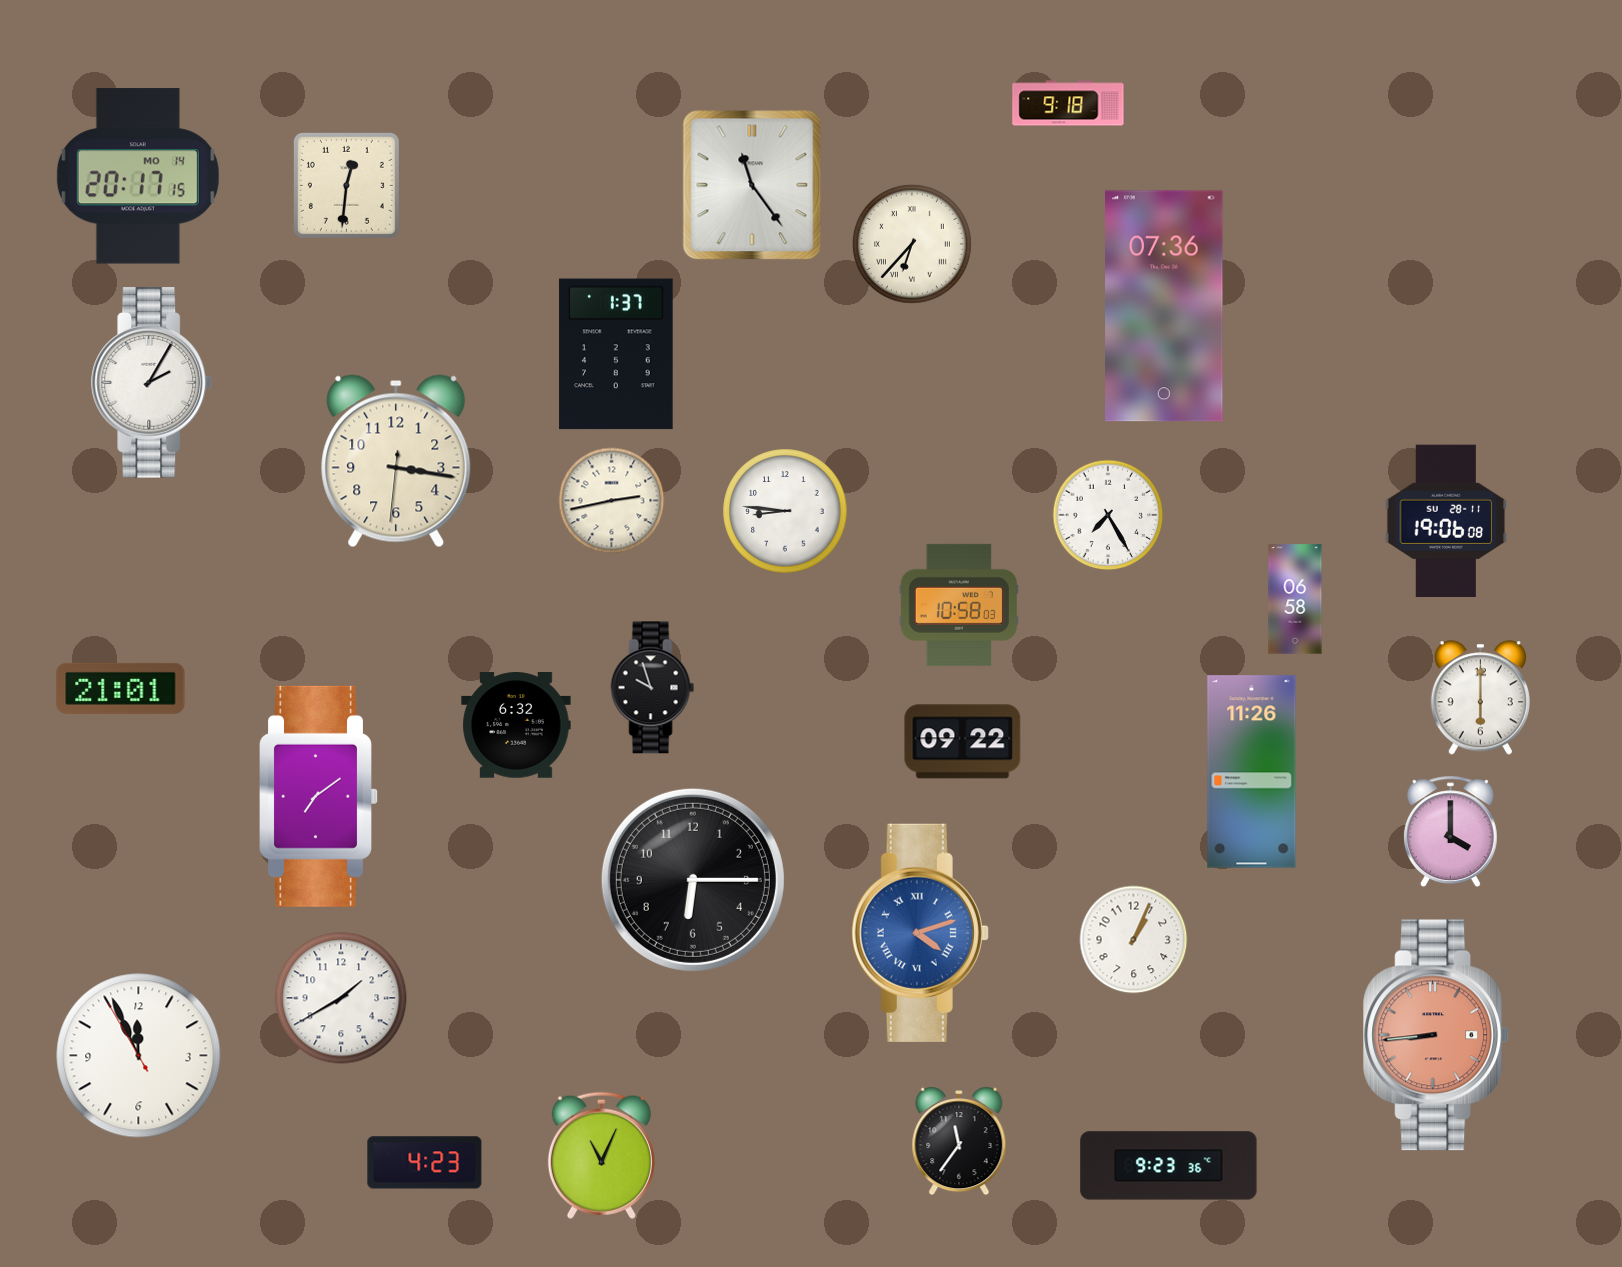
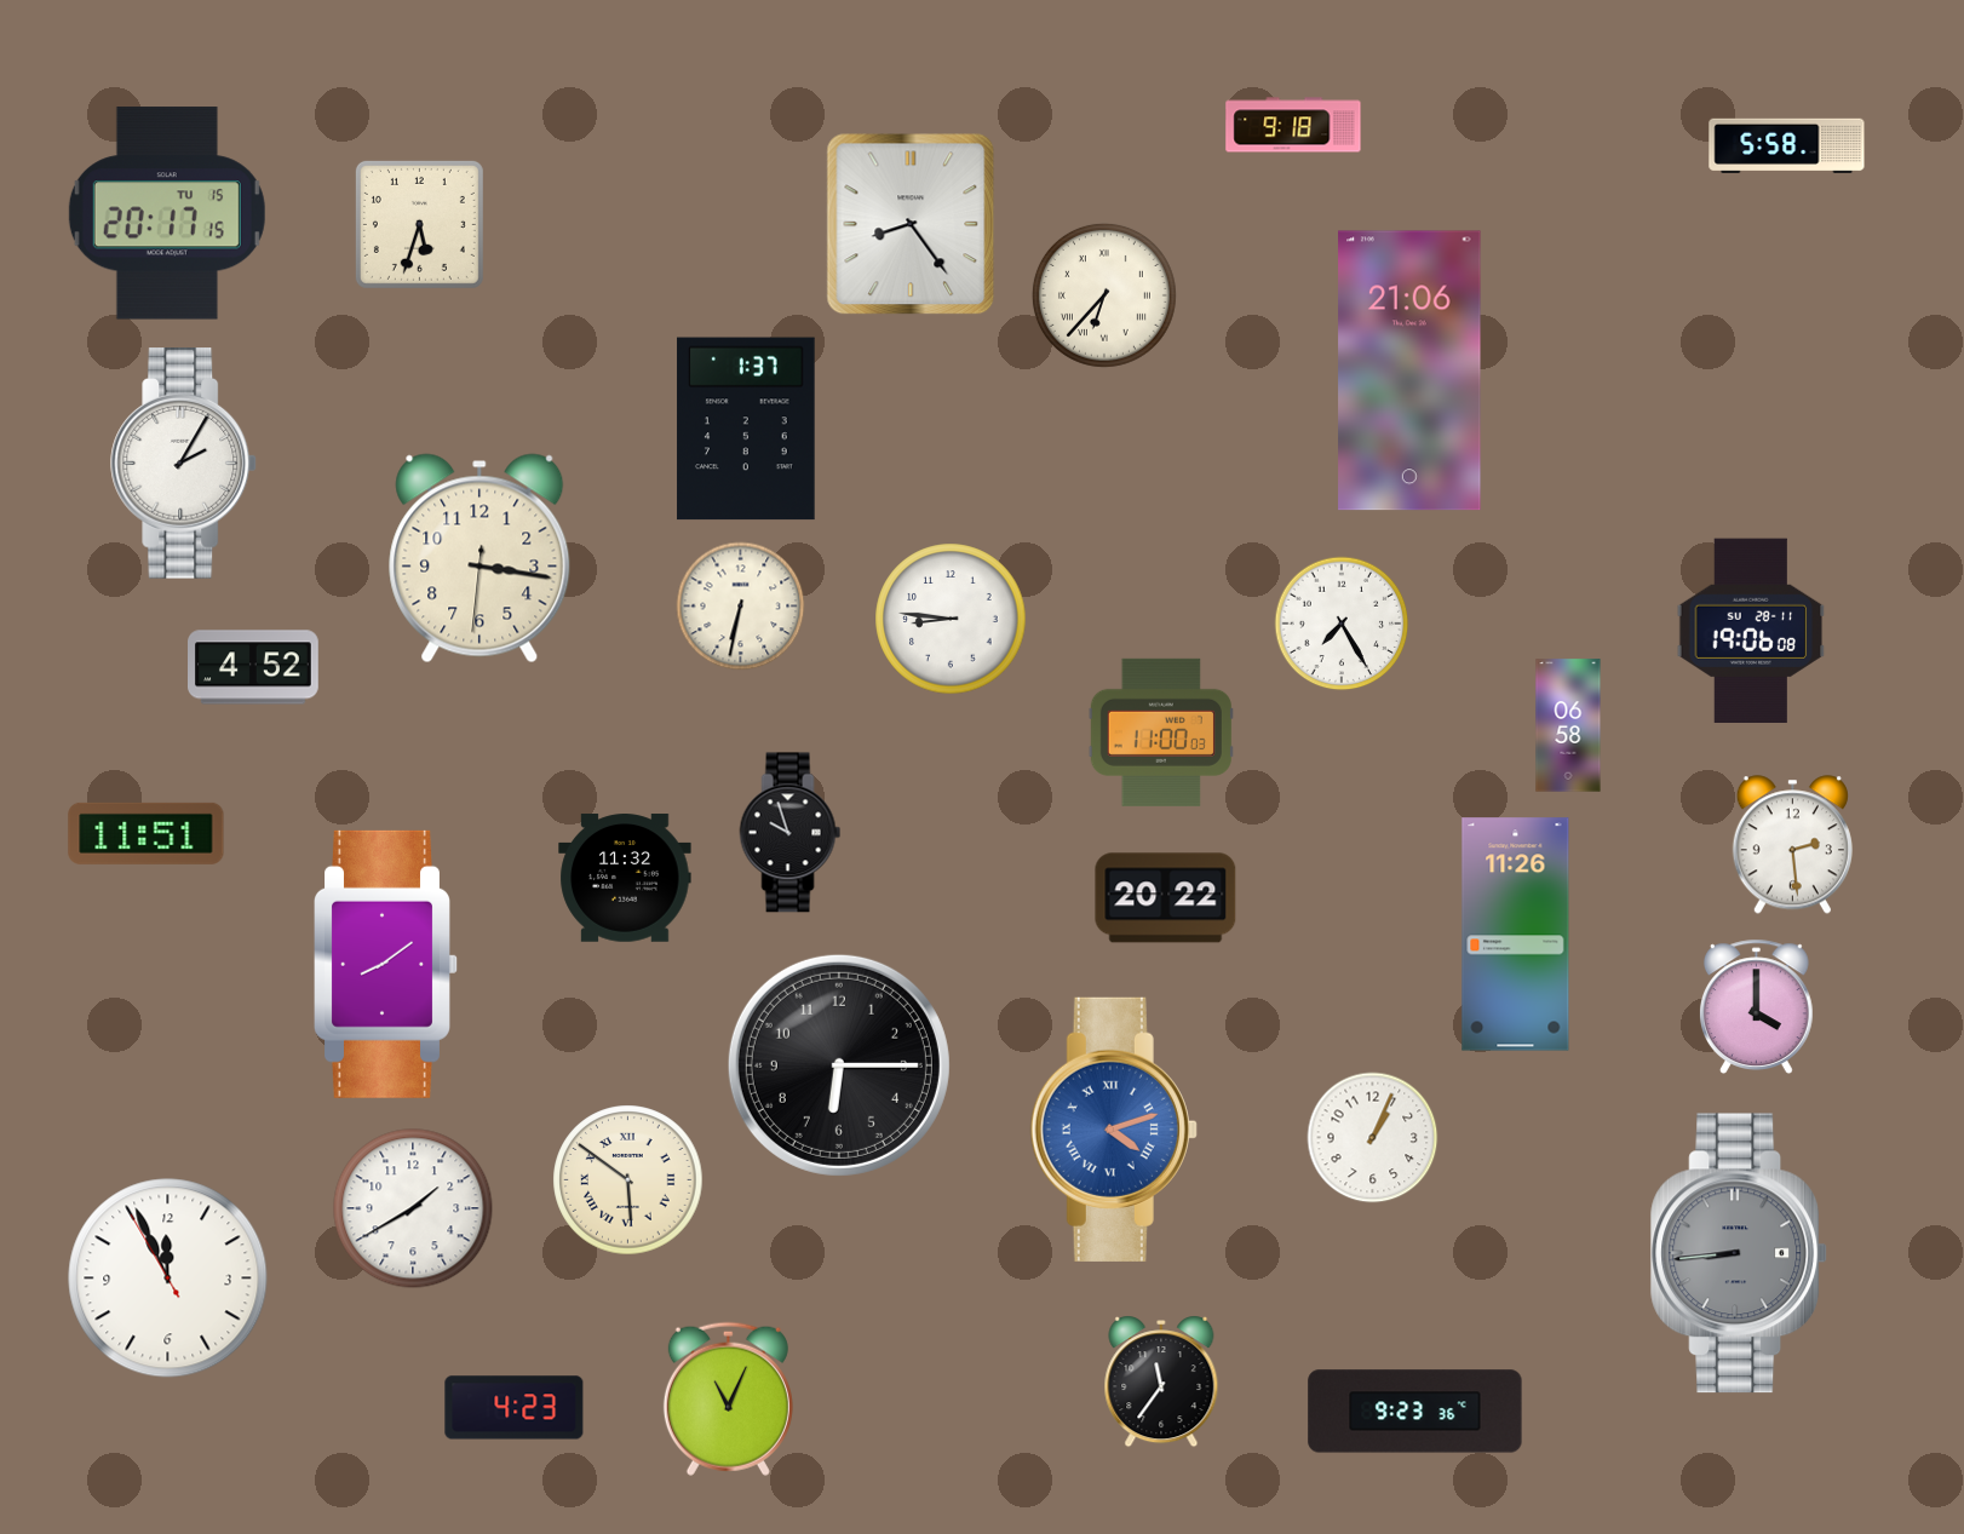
clock at (1787, 145): none -> 5:58
clock at (138, 176) date: MO 14 -> TU 15
clock at (346, 185): 12:31 -> 5:33
clock at (752, 185): 11:24 -> 8:24
clock at (1164, 306): 07:36 -> 21:06
clock at (612, 501): 2:43 -> 6:32
clock at (254, 667): none -> 4:52
clock at (959, 605): 10:58 -> 11:00
clock at (121, 688): 21:01 -> 11:51
clock at (1480, 698): 6:00 -> 2:29
clock at (516, 725): 6:32 -> 11:32
clock at (963, 742): 09:22 -> 20:22
clock at (319, 796): 7:09 -> 8:09
clock at (628, 1180): none -> 5:51
clock at (1437, 1035) dial: salmon -> grey
